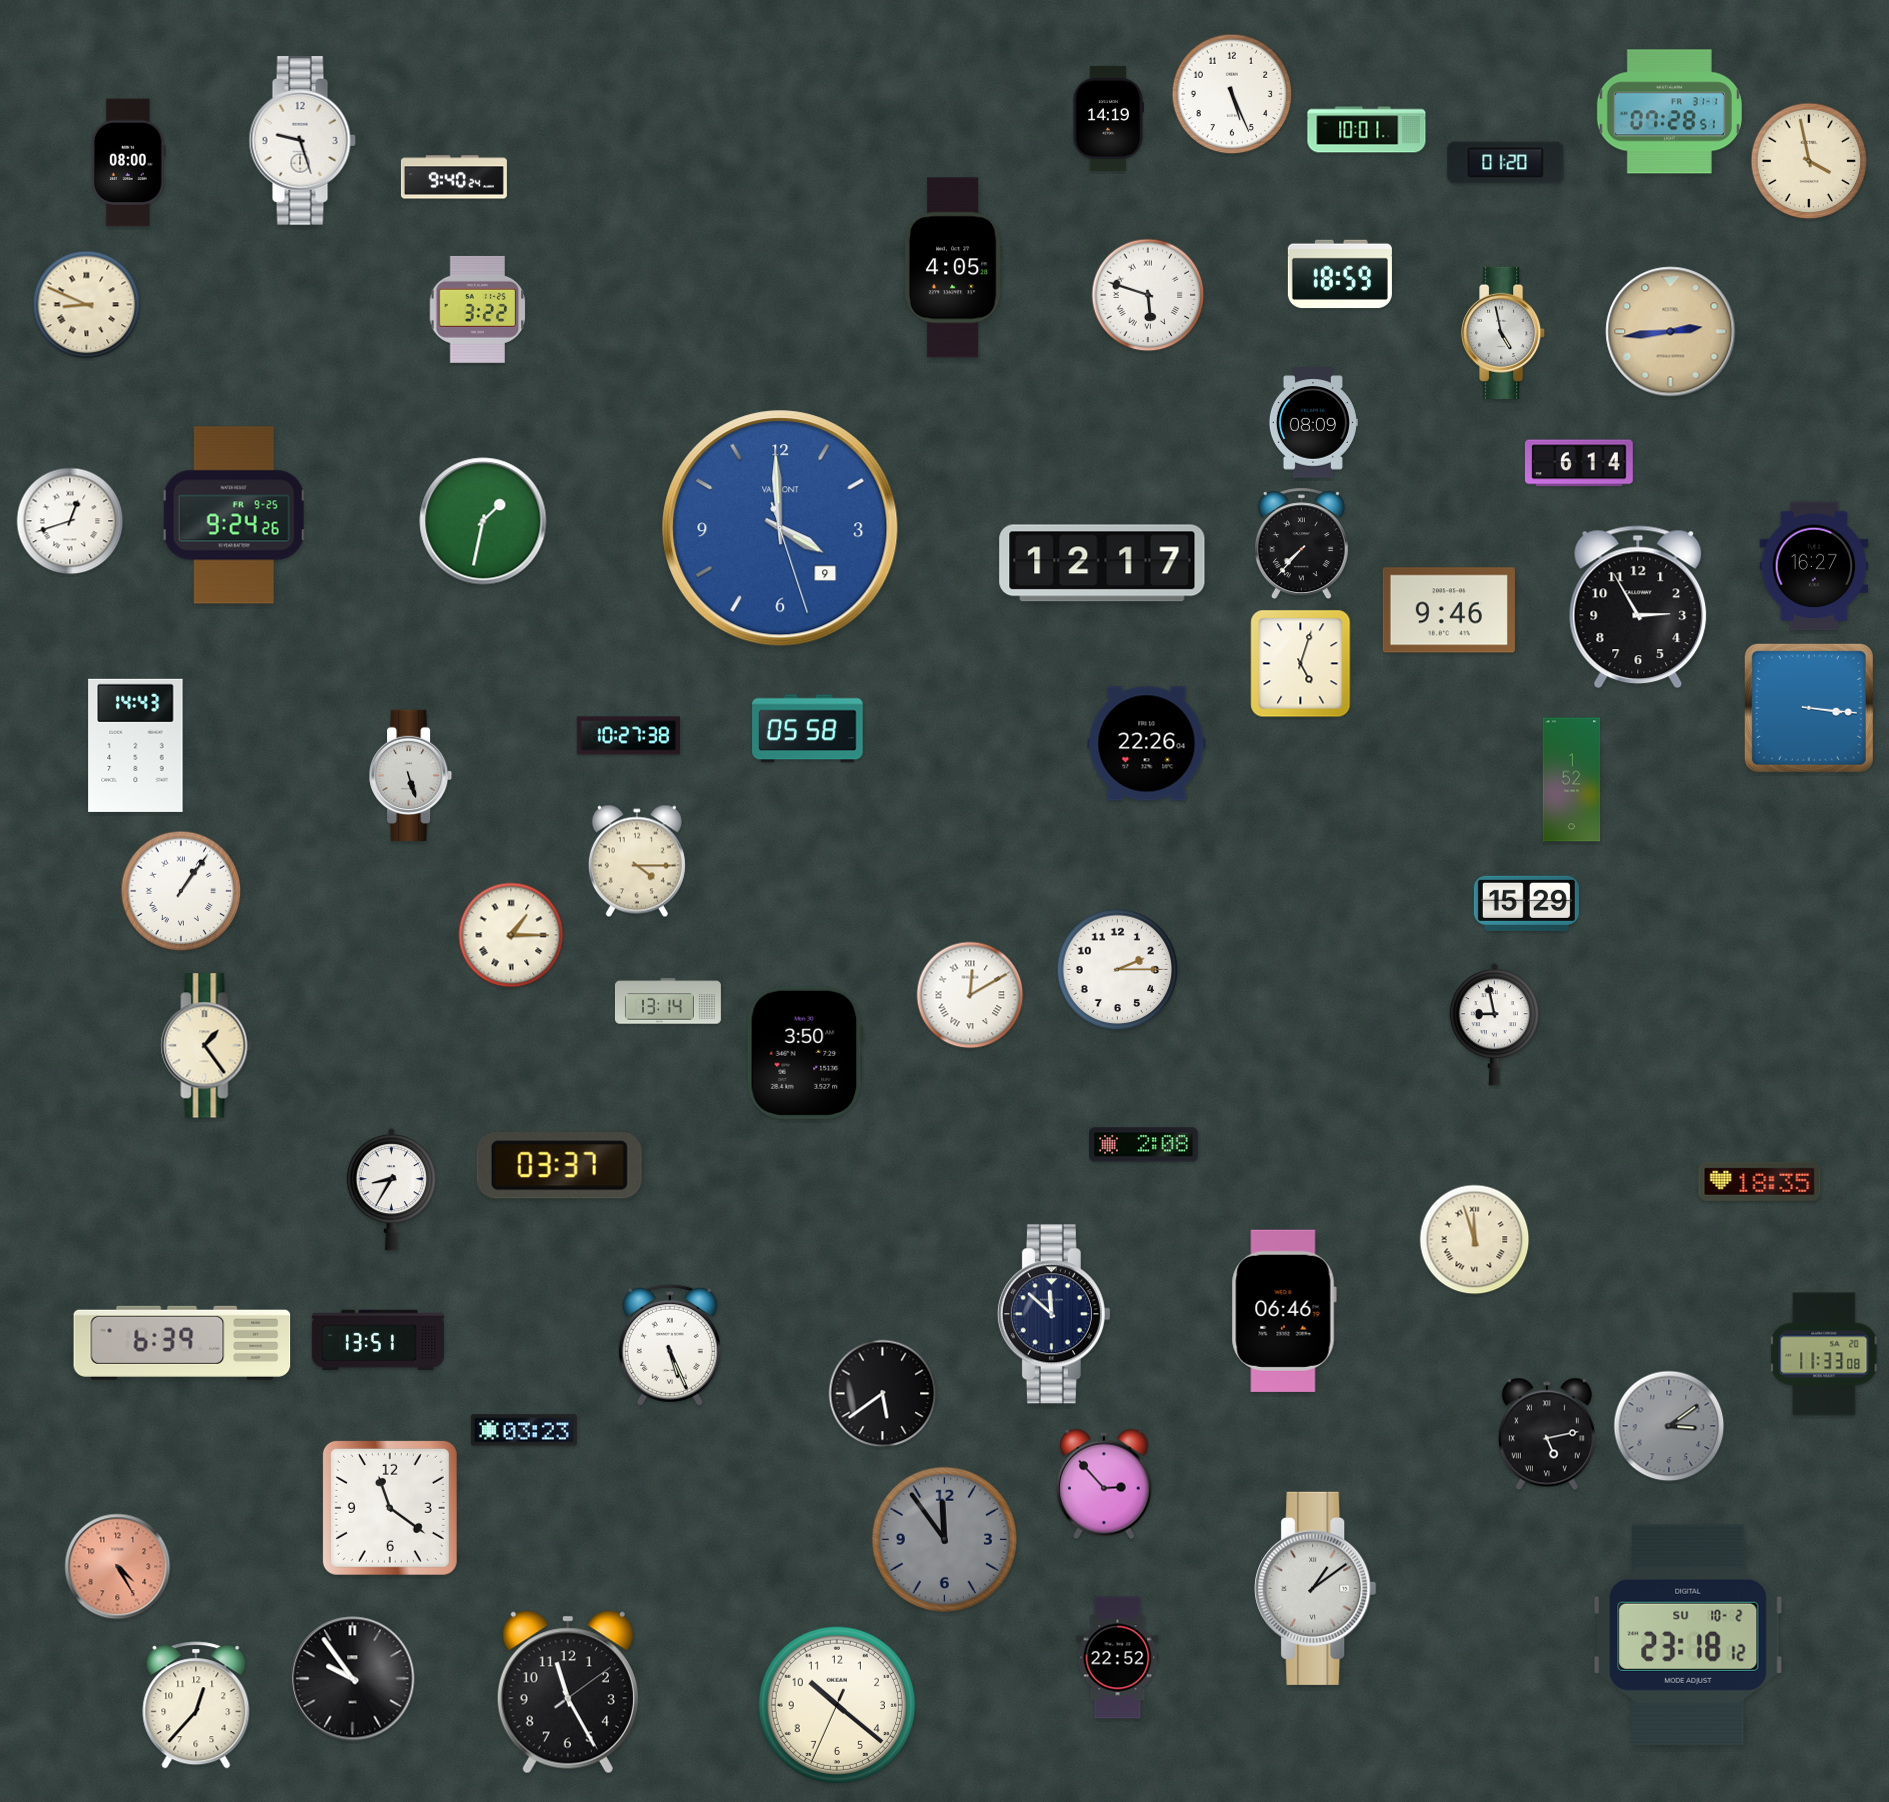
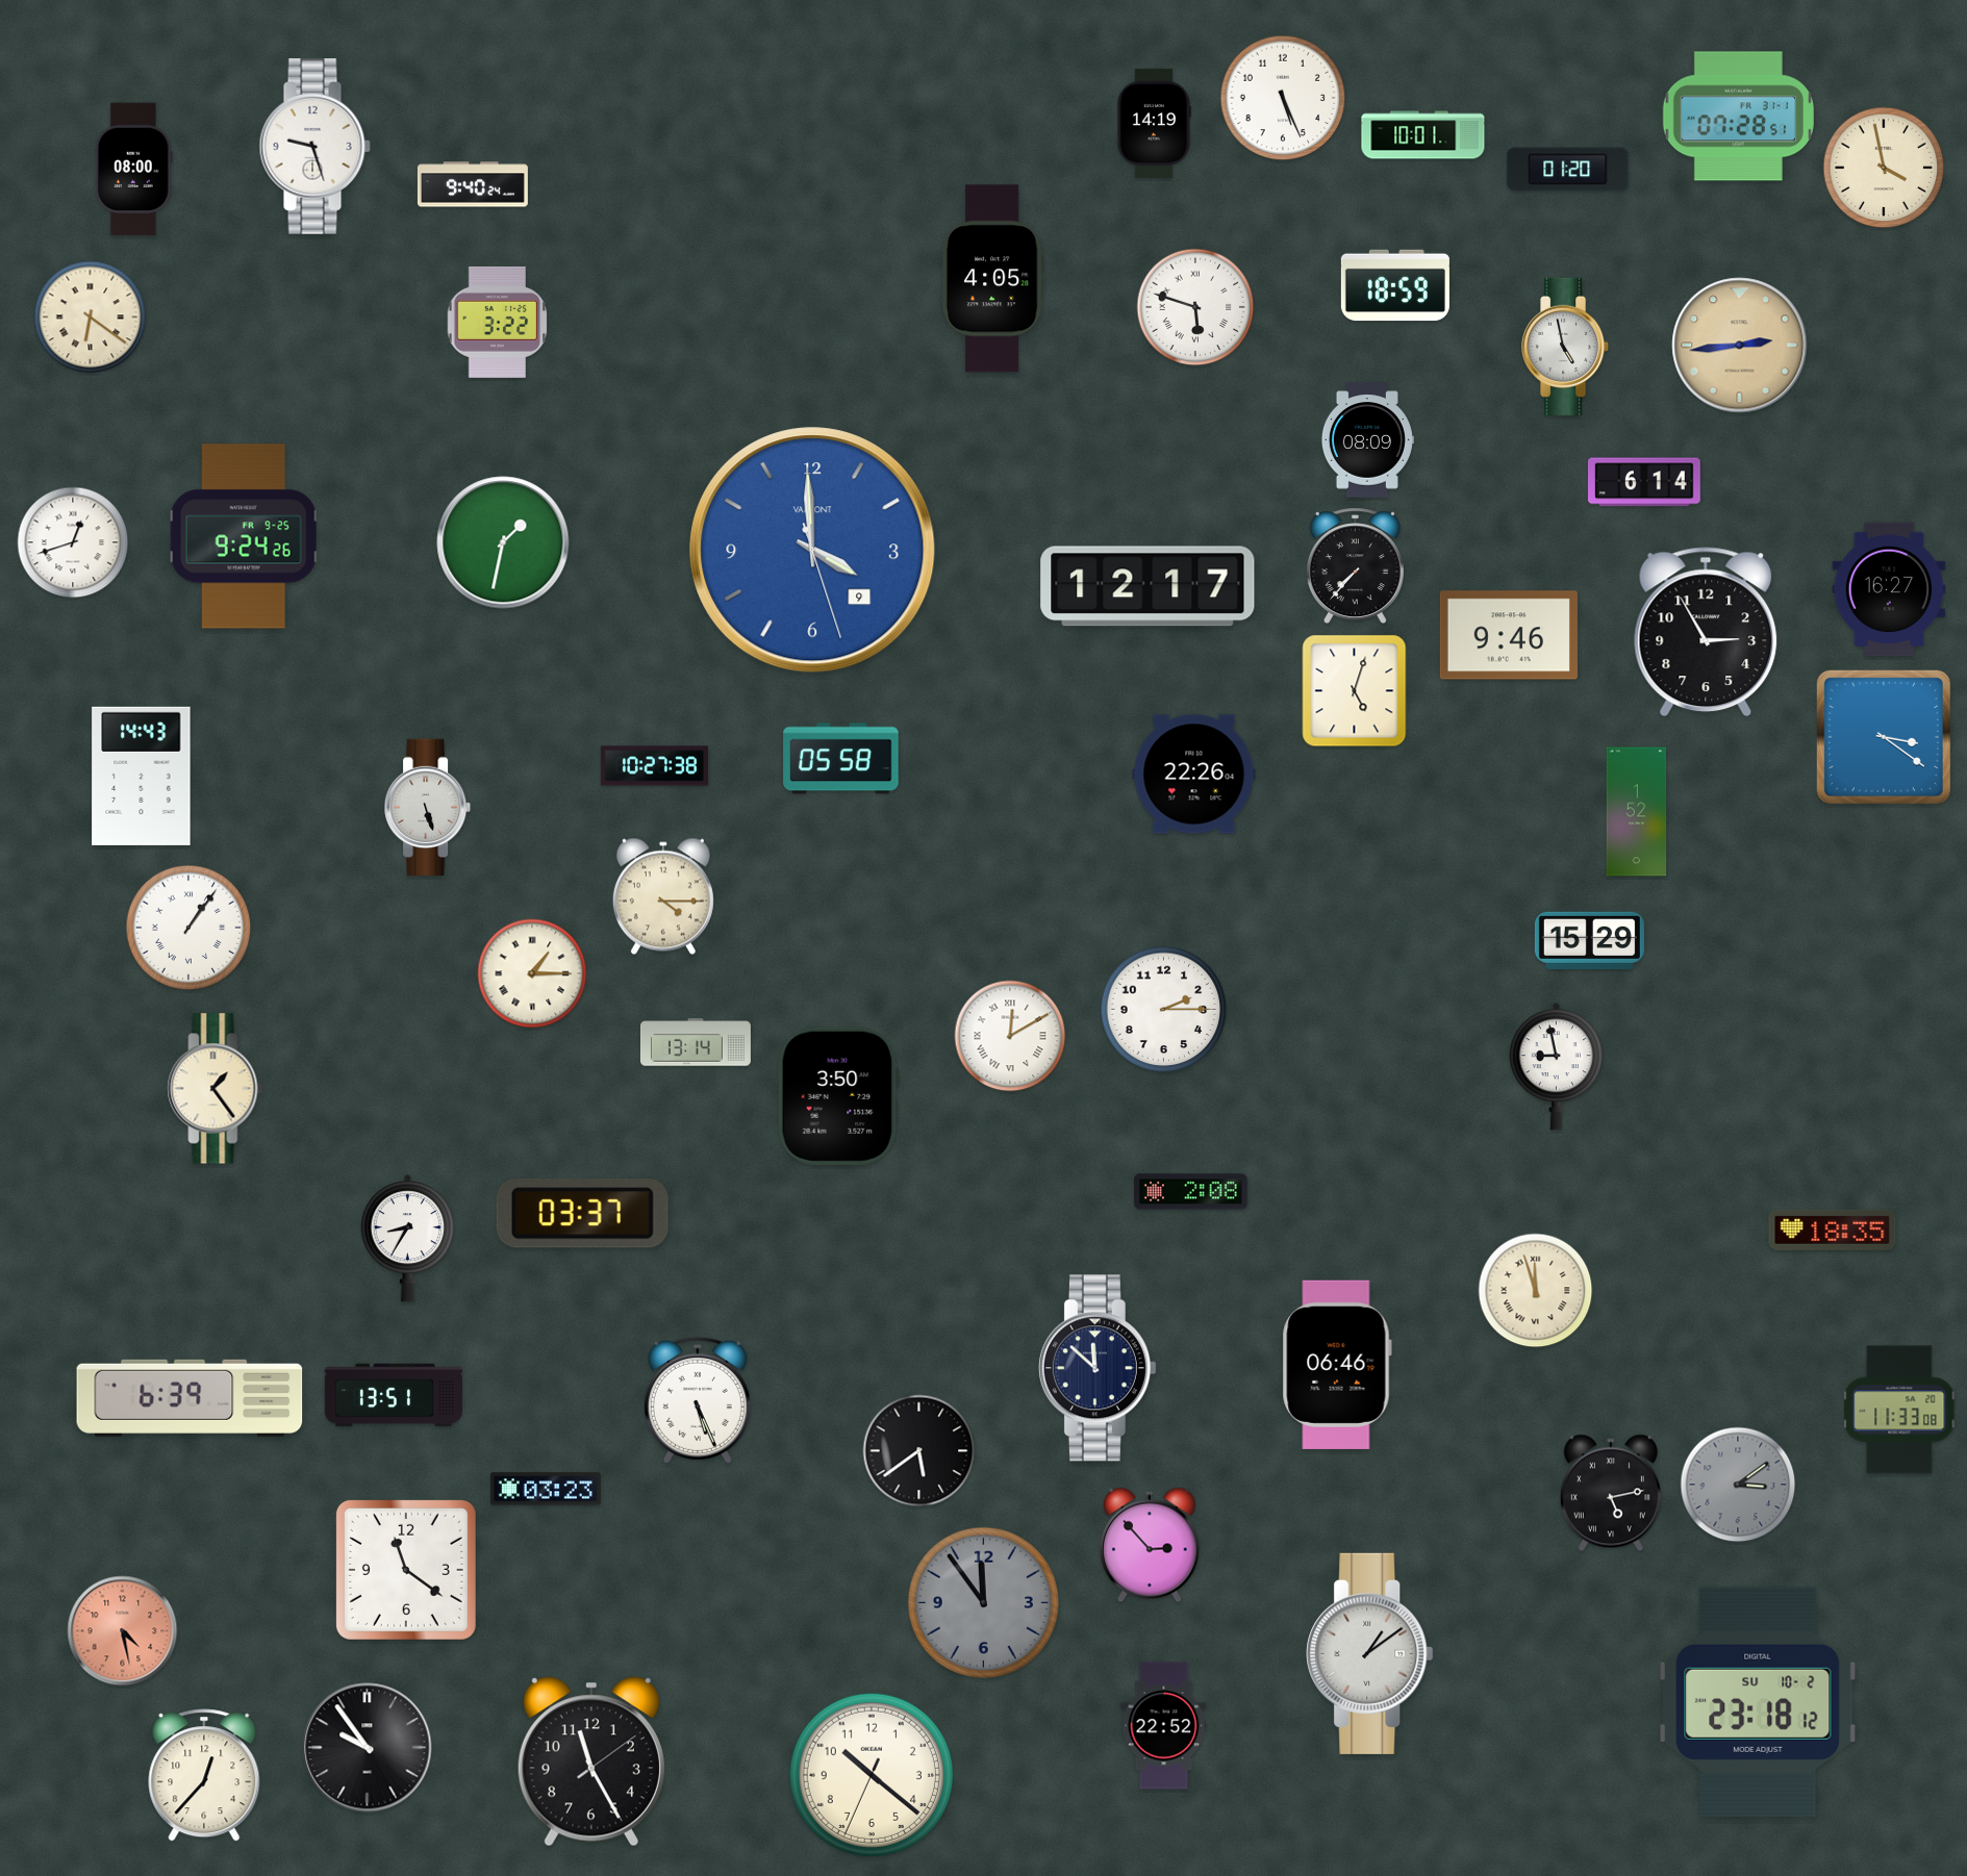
clock at (87, 305): 8:49 -> 6:21
clock at (1809, 708): 3:16 -> 3:21
clock at (118, 1567): 4:25 -> 4:28
